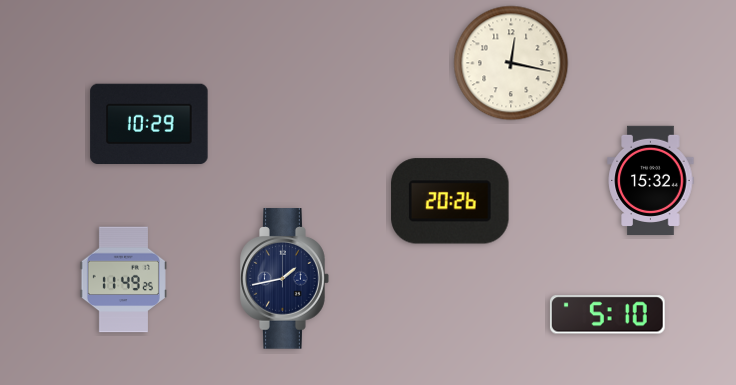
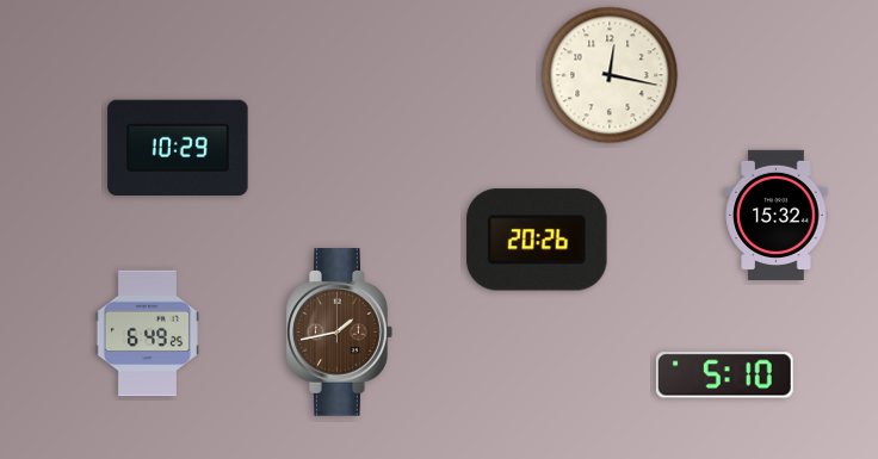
clock at (285, 279) dial: navy -> brown
clock at (123, 280): 11:49 -> 6:49
